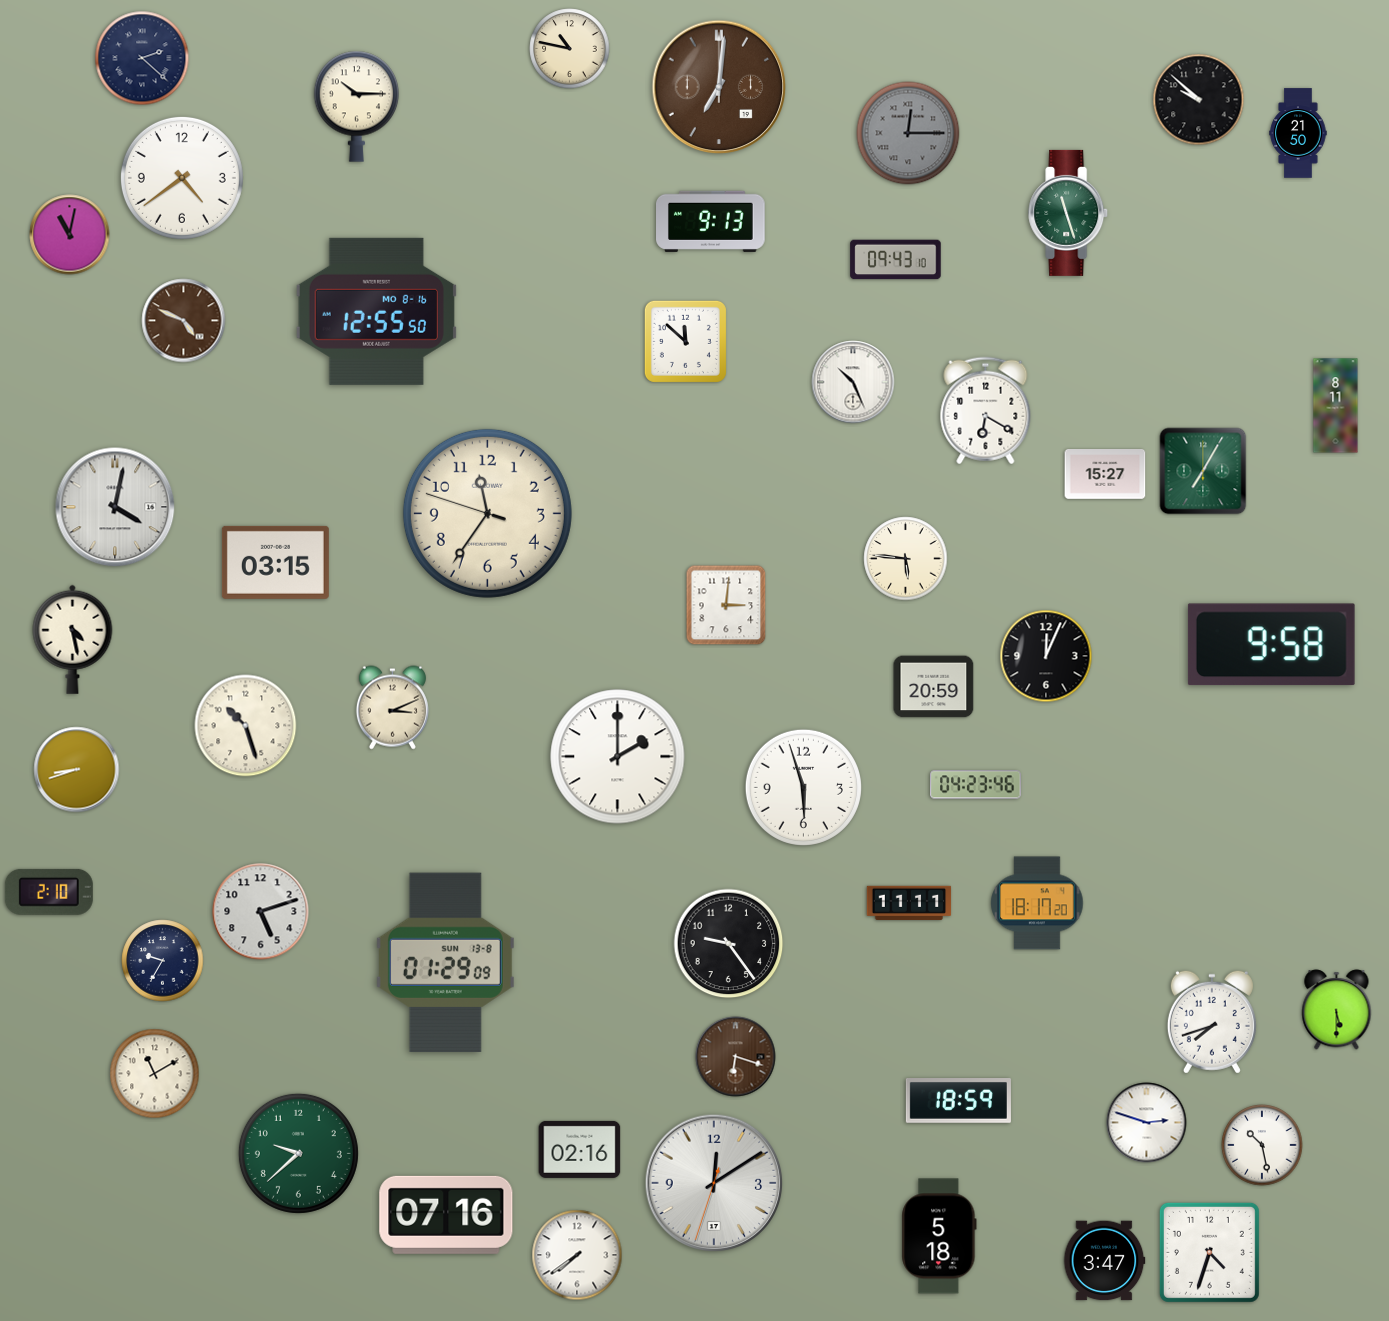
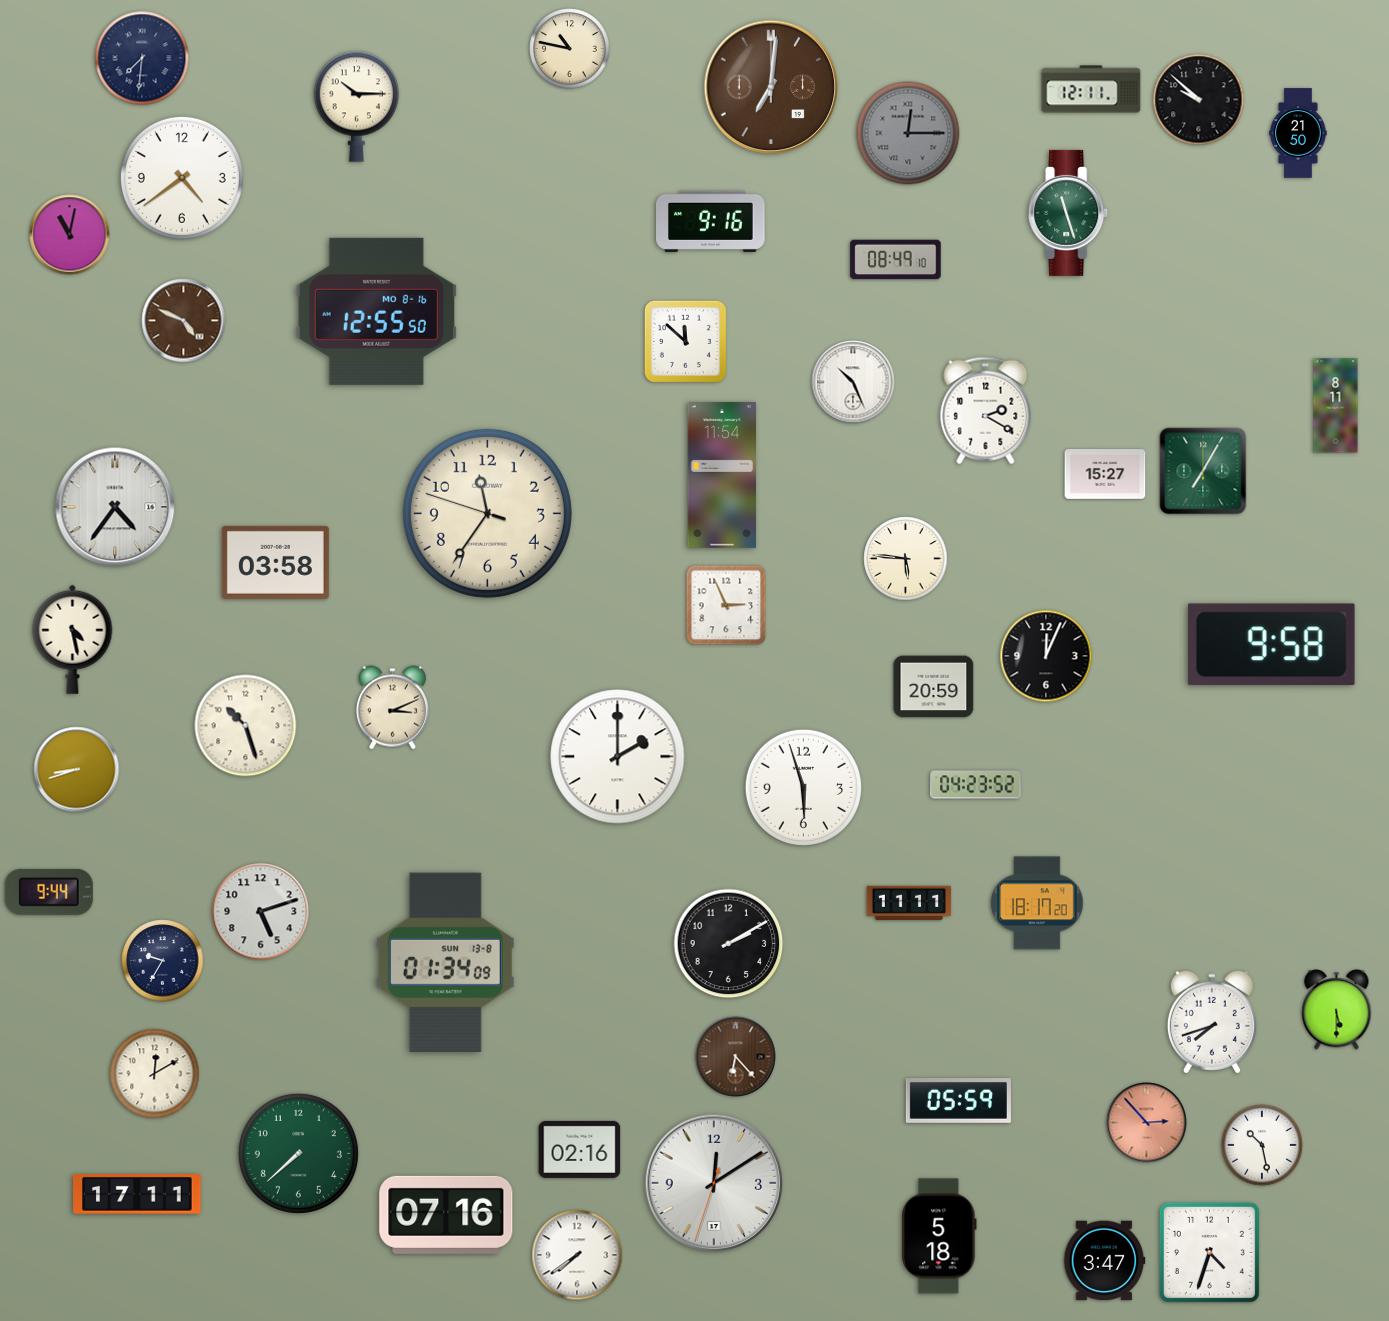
clock at (142, 58): 2:22 -> 7:31
clock at (719, 87) position: (719, 87) -> (771, 87)
clock at (1091, 89): none -> 12:11
clock at (711, 221): 9:13 -> 9:16
clock at (896, 260): 09:43 -> 08:49
clock at (986, 411): 6:20 -> 2:20
clock at (722, 475): none -> 11:54
clock at (115, 507): 4:02 -> 4:36
clock at (275, 562): 03:15 -> 03:58
clock at (726, 605): 3:01 -> 2:56
clock at (976, 785): 04:23:46 -> 04:23:52
clock at (49, 892): 2:10 -> 9:44
clock at (729, 944): 9:24 -> 2:10
clock at (445, 962): 01:29 -> 01:34
clock at (736, 1057): 6:18 -> 6:23
clock at (155, 1074): 11:10 -> 12:10
clock at (958, 1101): 18:59 -> 05:59
clock at (1147, 1123): 2:48 -> 2:53
clock at (1147, 1123) dial: white -> salmon
clock at (298, 1153): 9:38 -> 7:38
clock at (138, 1195): none -> 17:11
